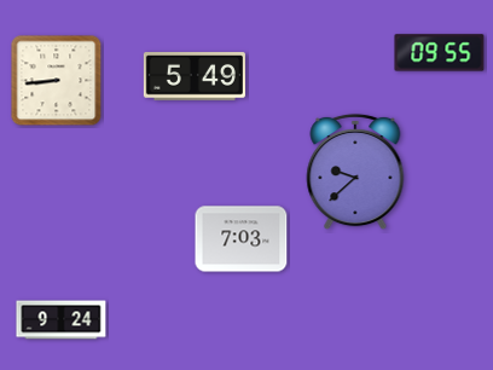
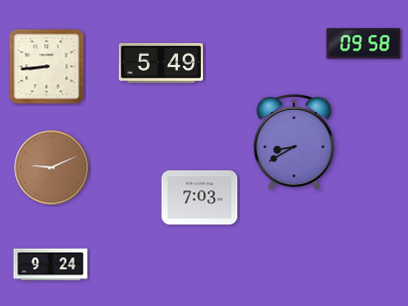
clock at (440, 53): 09:55 -> 09:58
clock at (355, 172): 9:38 -> 8:40
clock at (52, 168): none -> 9:11
